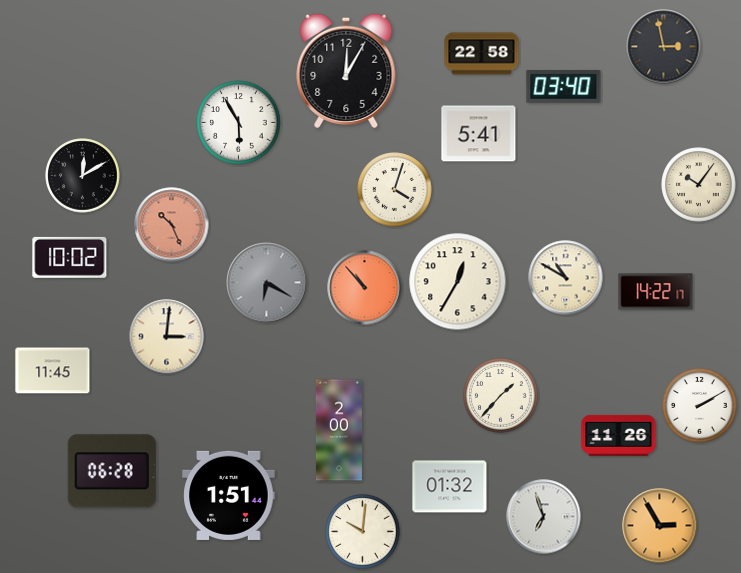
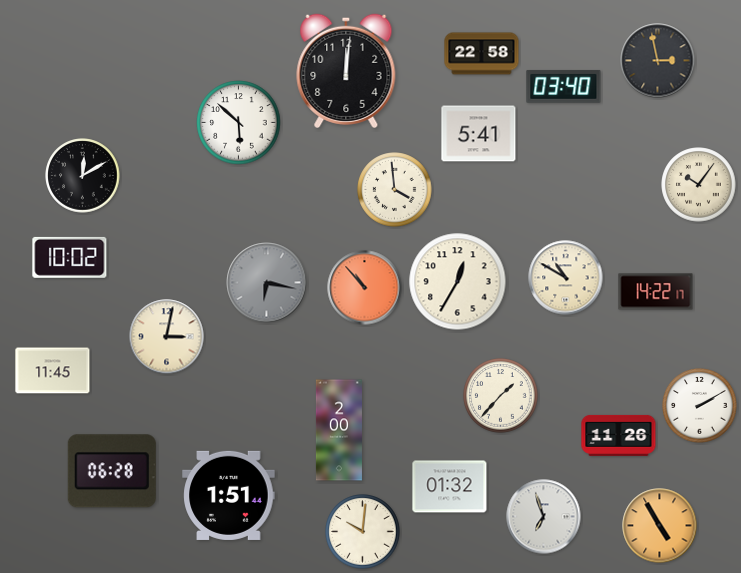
clock at (664, 47) position: (664, 47) -> (658, 61)
clock at (346, 71): 12:05 -> 12:01
clock at (239, 123): 5:55 -> 5:52
clock at (395, 190): 4:03 -> 3:59
clock at (172, 225): 10:26 -> none
clock at (267, 283): 6:20 -> 6:17
clock at (167, 337): 3:01 -> 3:02
clock at (660, 526): 2:55 -> 4:55
